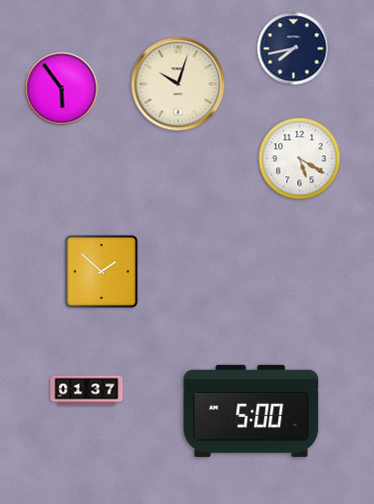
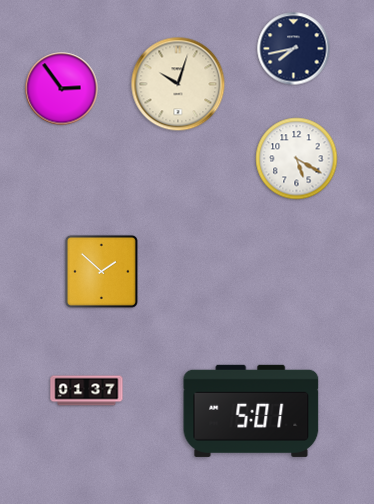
clock at (62, 89): 5:54 -> 2:54
clock at (300, 159) position: (300, 159) -> (297, 159)
clock at (251, 411): 5:00 -> 5:01
